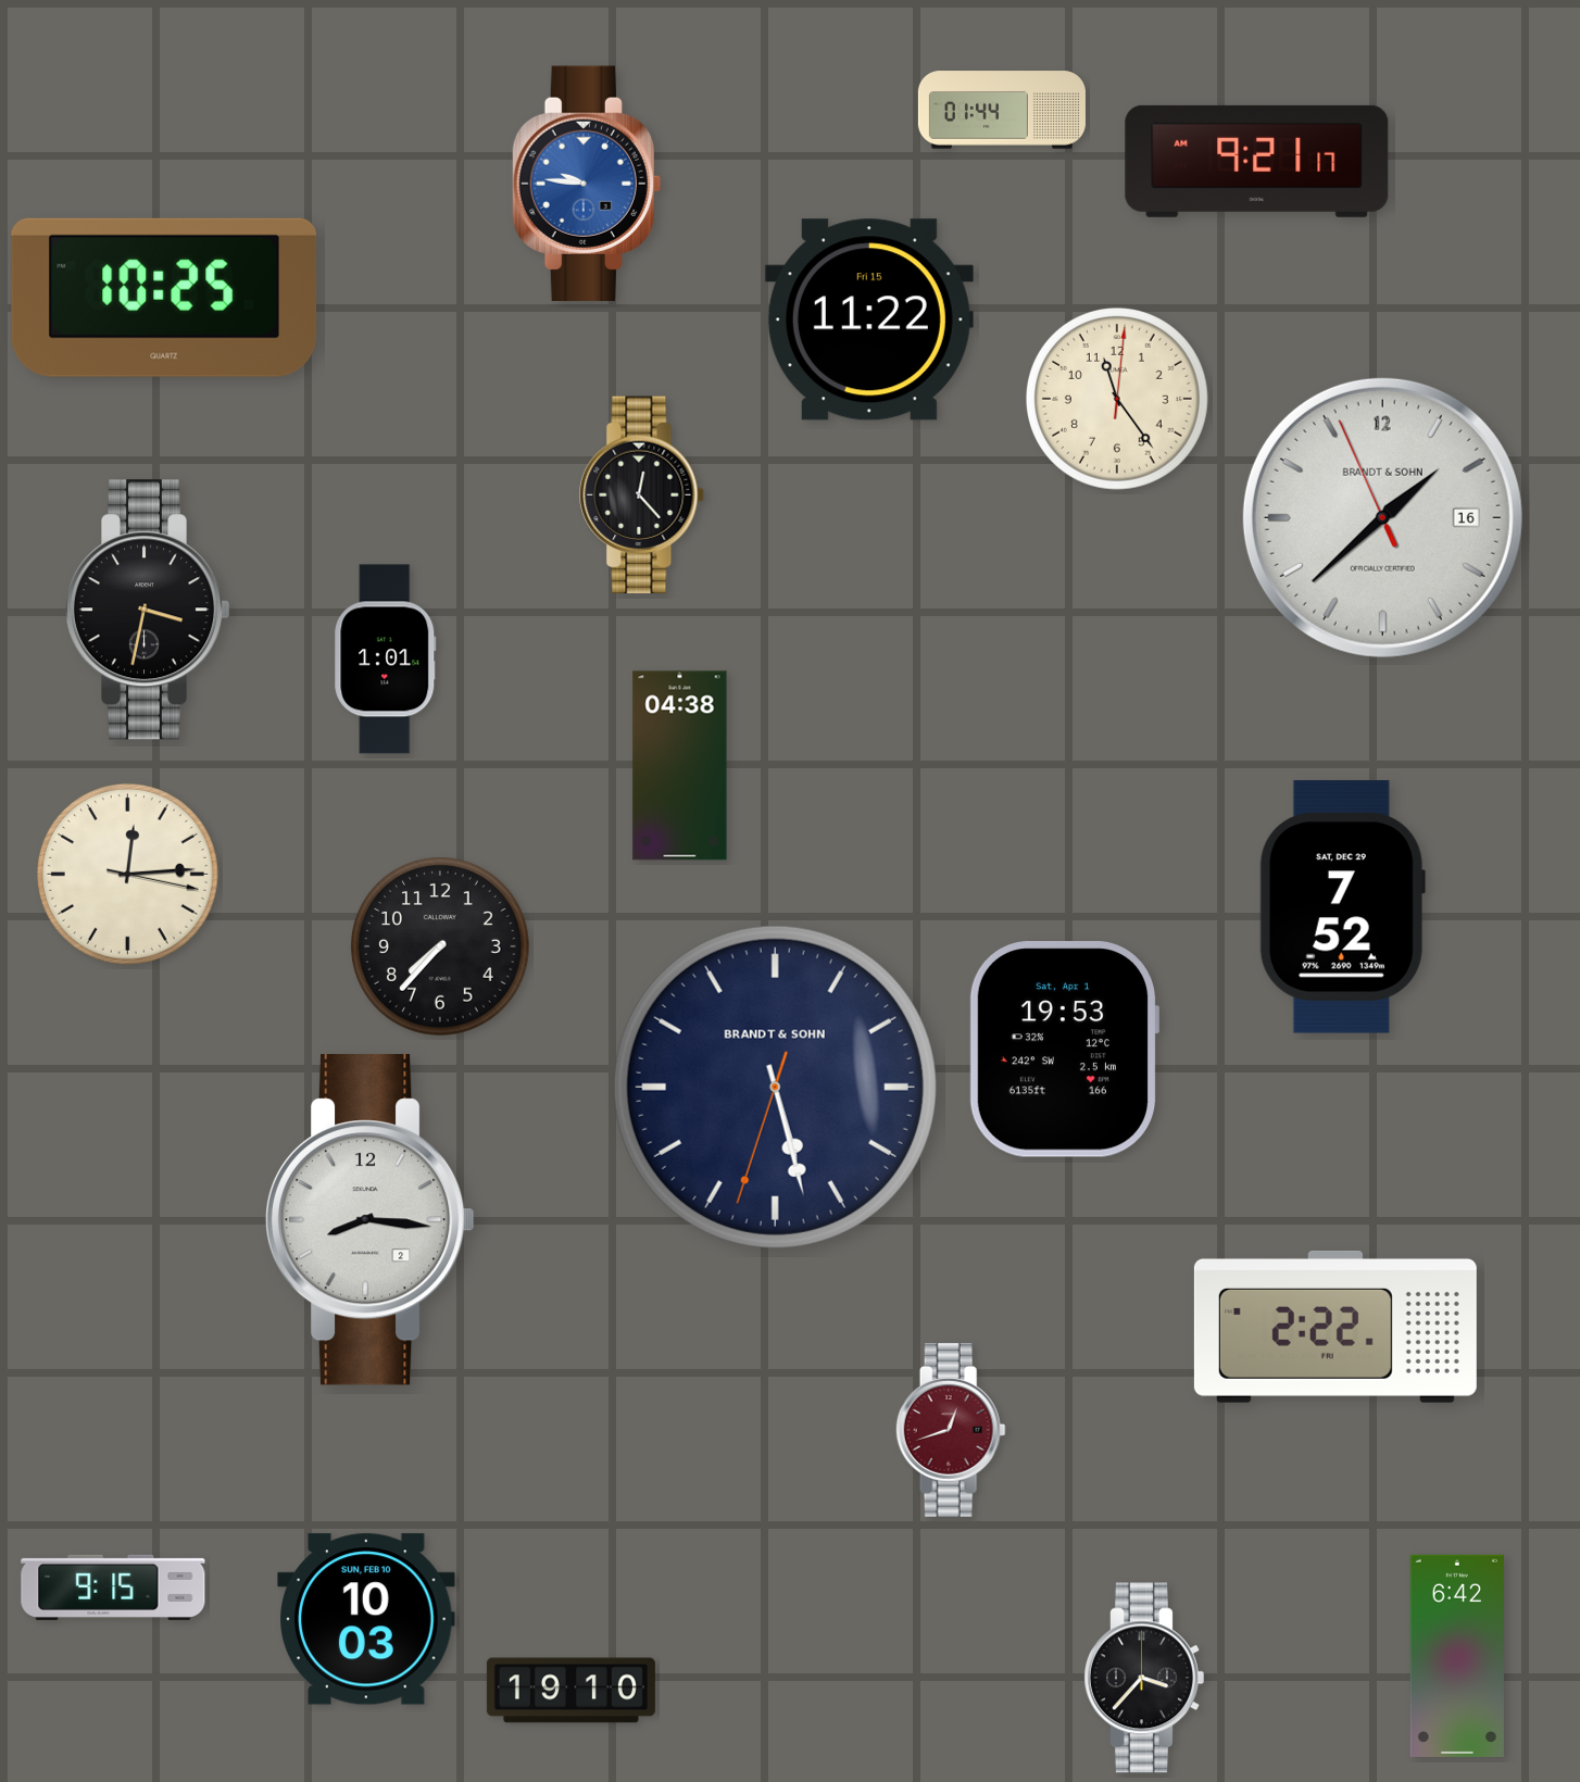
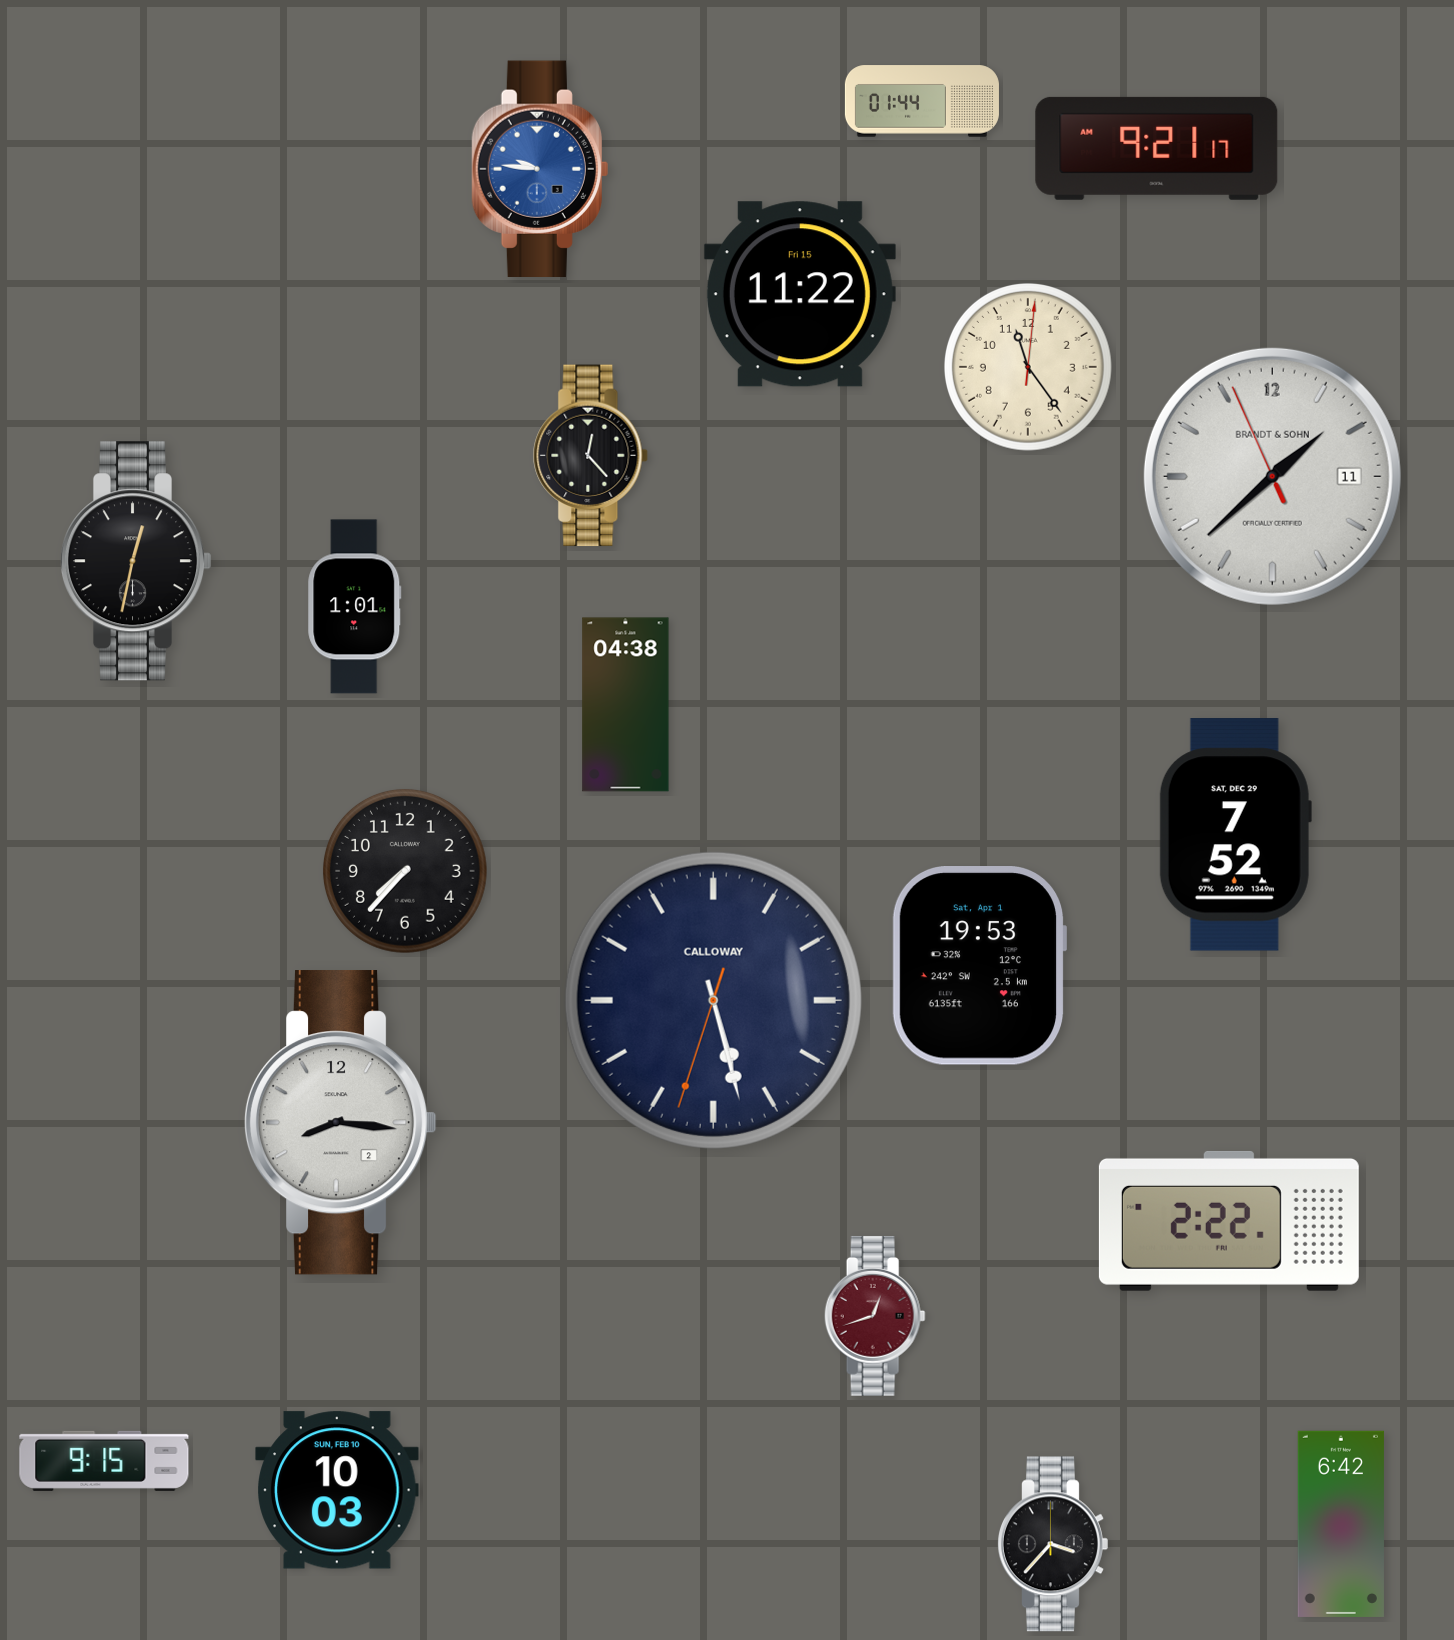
clock at (164, 298): 10:25 -> none
clock at (1382, 517) date: 16 -> 11
clock at (148, 610): 3:32 -> 12:32
clock at (127, 874): 12:14 -> none
clock at (775, 1087) brand: BRANDT & SOHN -> CALLOWAY
clock at (570, 1691): 19:10 -> none
